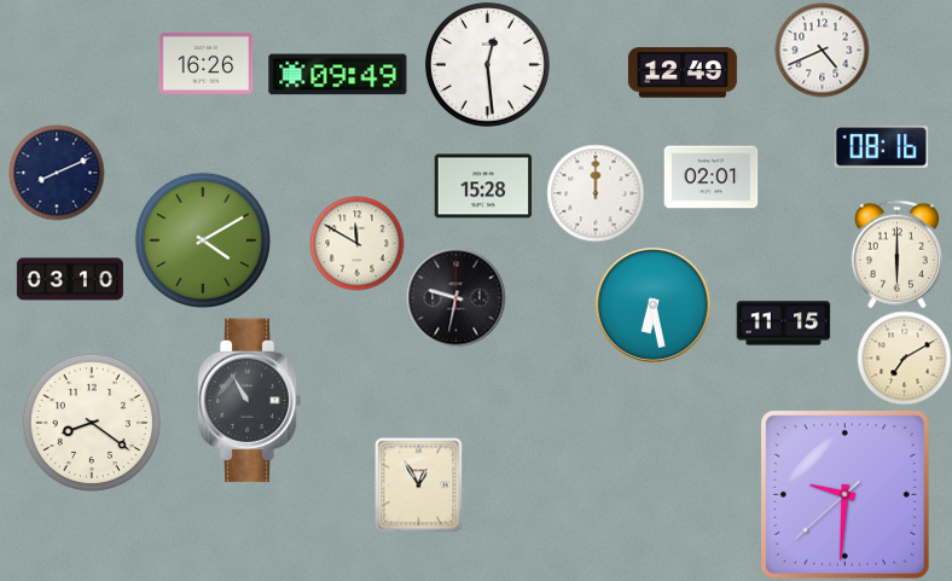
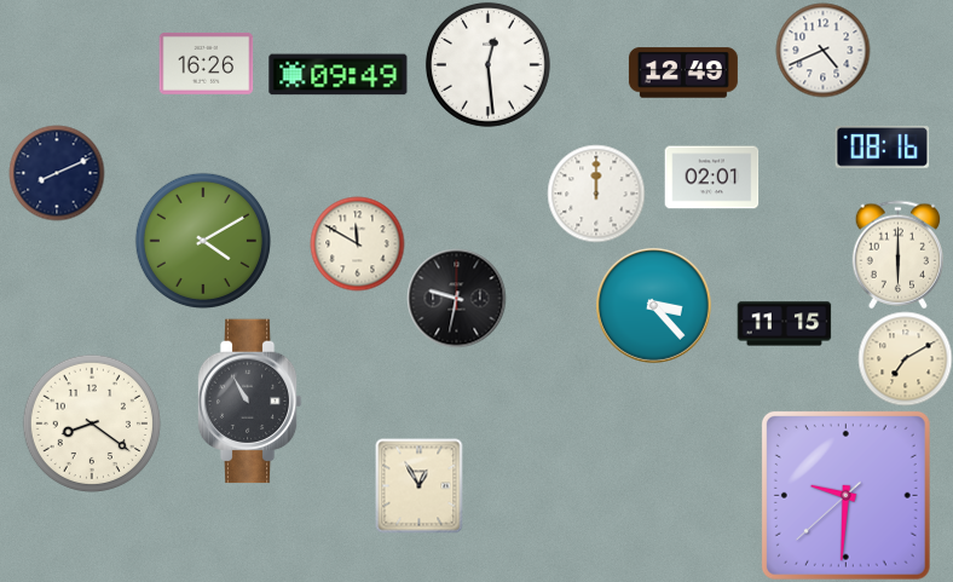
clock at (483, 186): 15:28 -> none
clock at (70, 279): 03:10 -> none
clock at (654, 306): 6:28 -> 3:23
